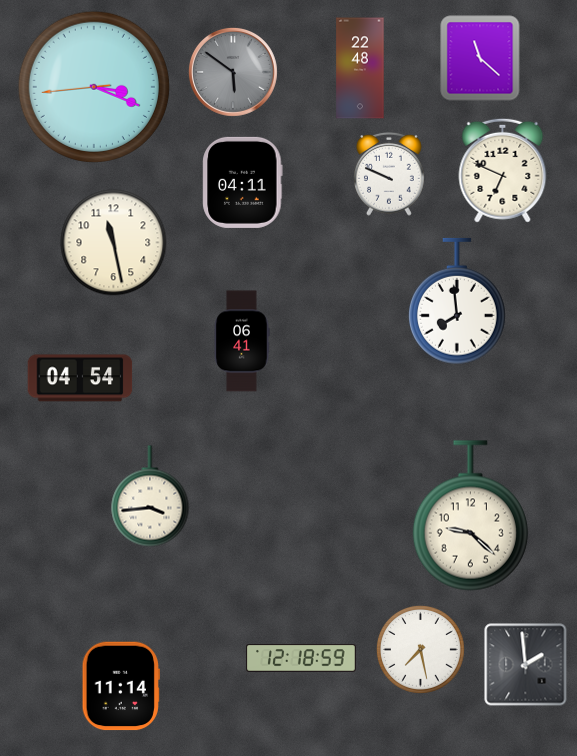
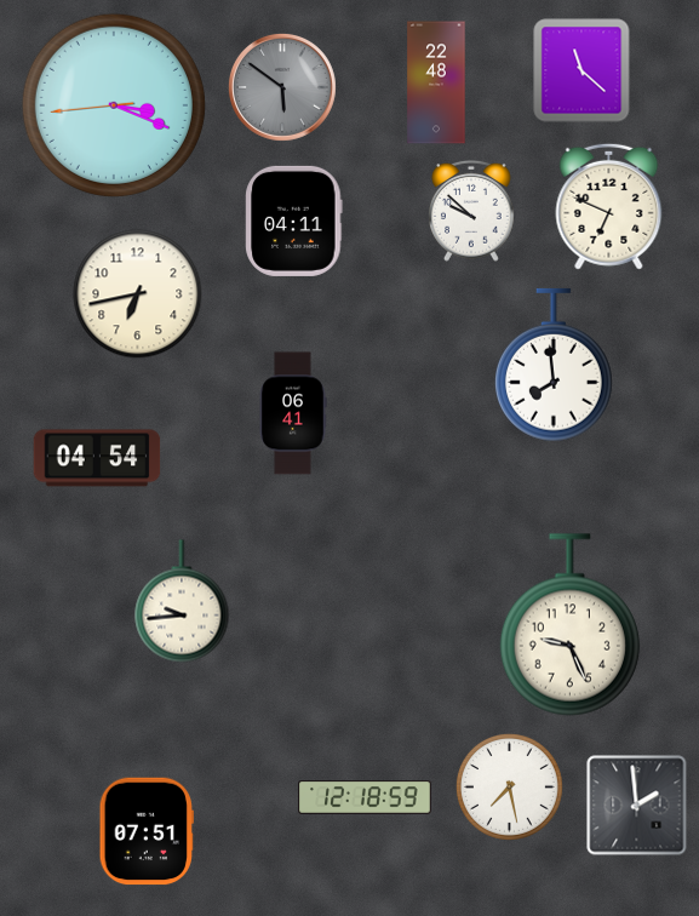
clock at (390, 174): 9:49 -> 9:52
clock at (114, 243): 11:28 -> 6:43
clock at (150, 496): 3:44 -> 9:44
clock at (470, 516): 9:22 -> 9:26
clock at (121, 686): 11:14 -> 07:51
